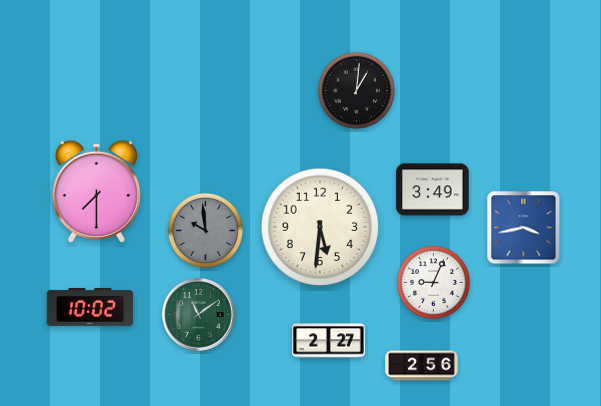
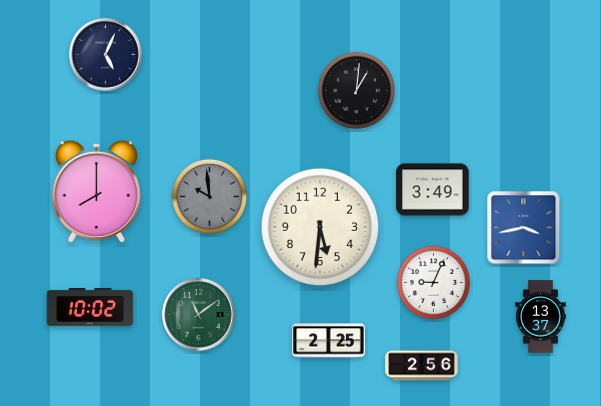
clock at (106, 55): none -> 5:04
clock at (96, 191): 7:30 -> 8:00
clock at (205, 230) position: (205, 230) -> (209, 196)
clock at (541, 317): none -> 13:37
clock at (329, 341): 2:27 -> 2:25
